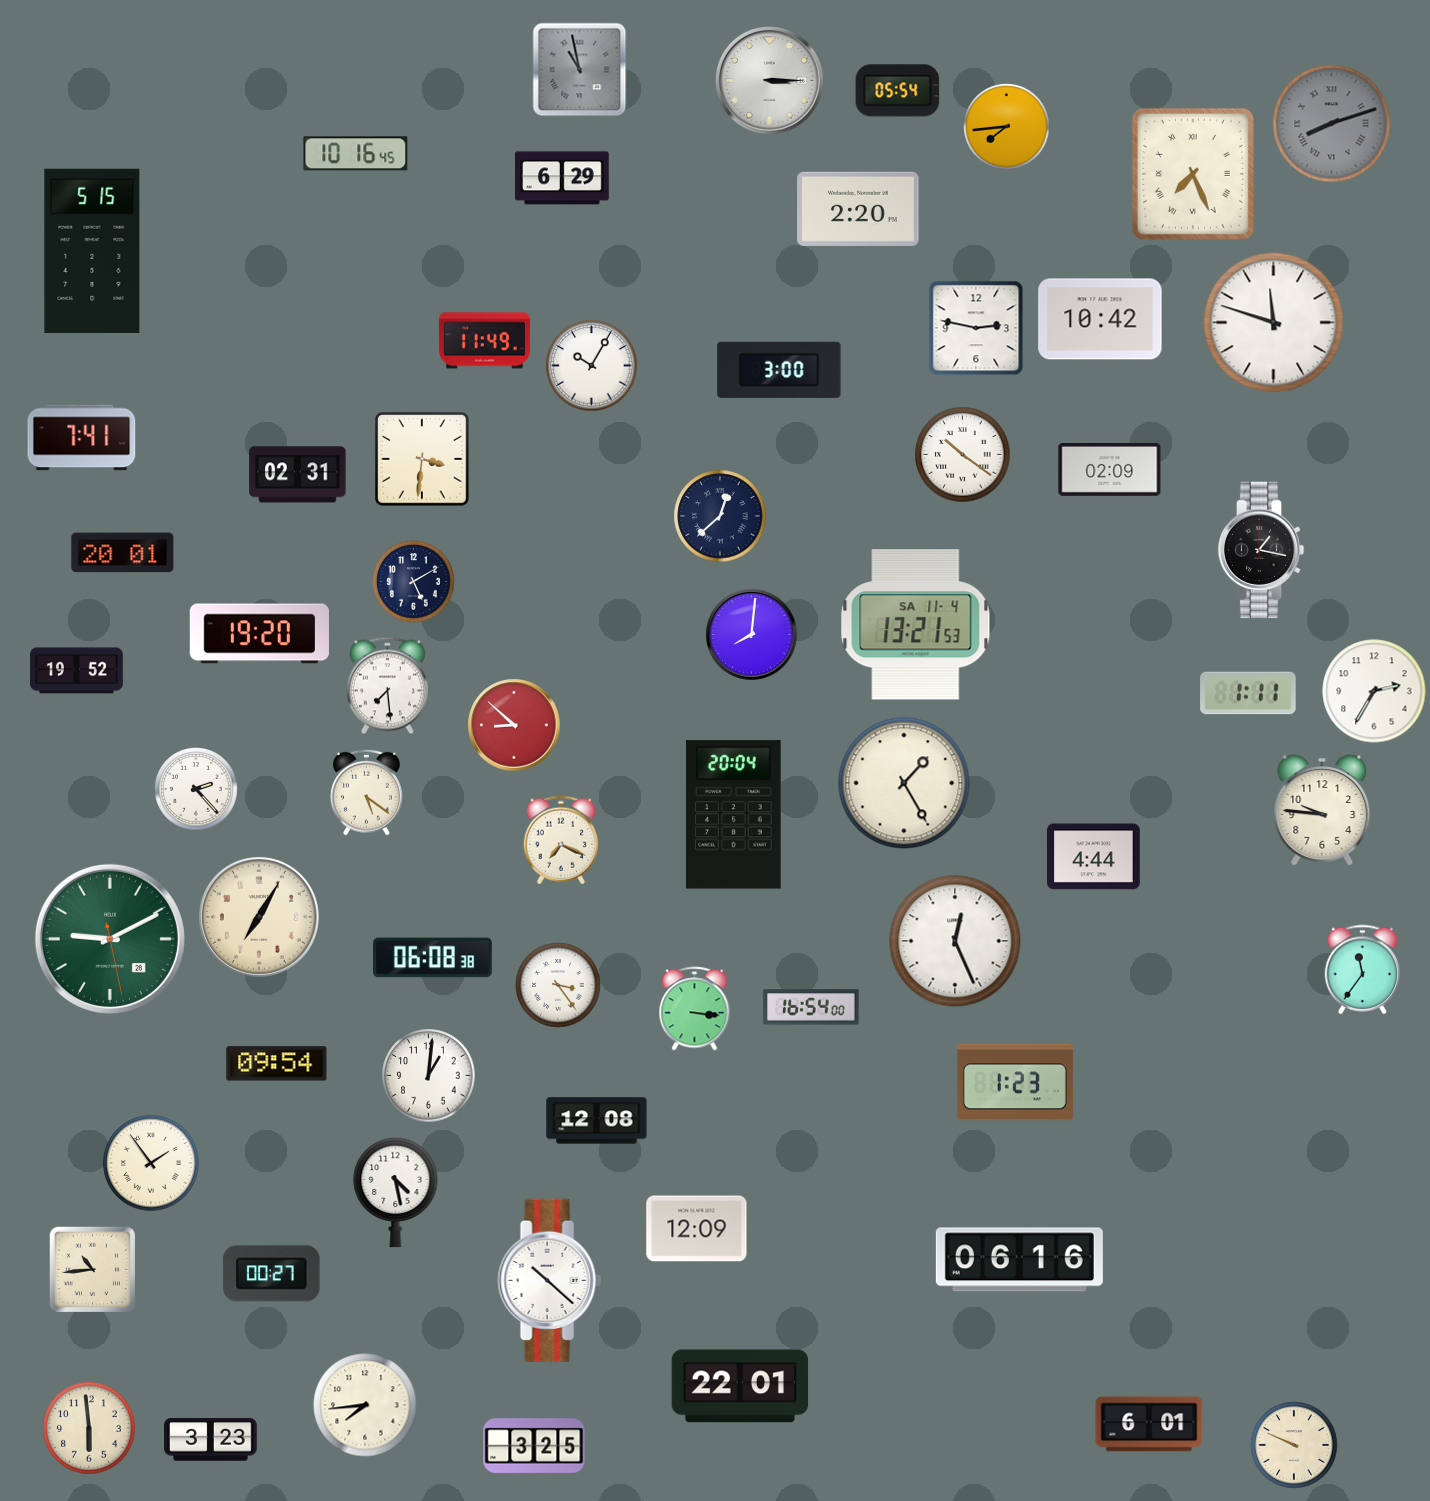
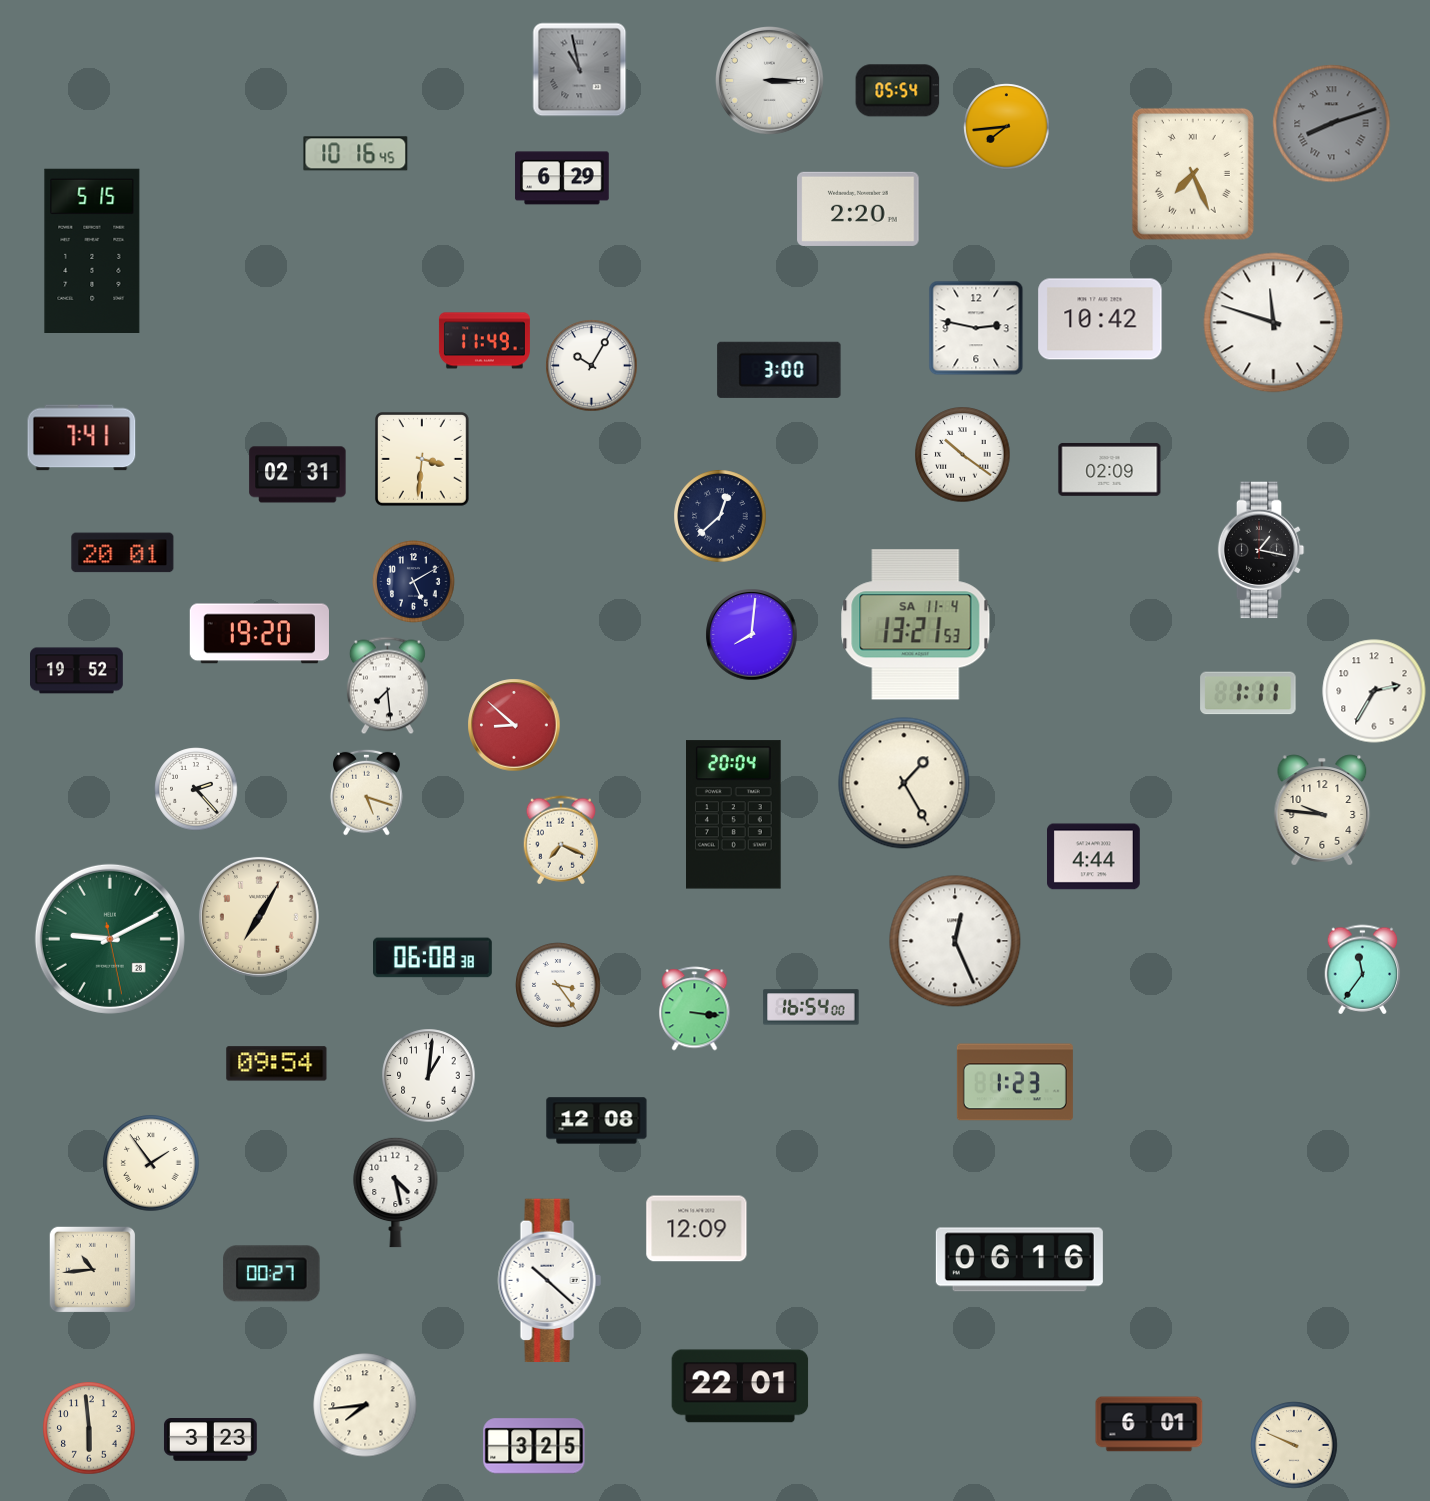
clock at (366, 792): 5:21 -> 5:18
